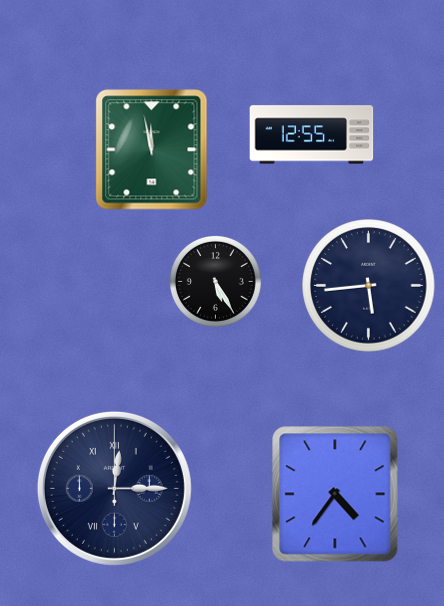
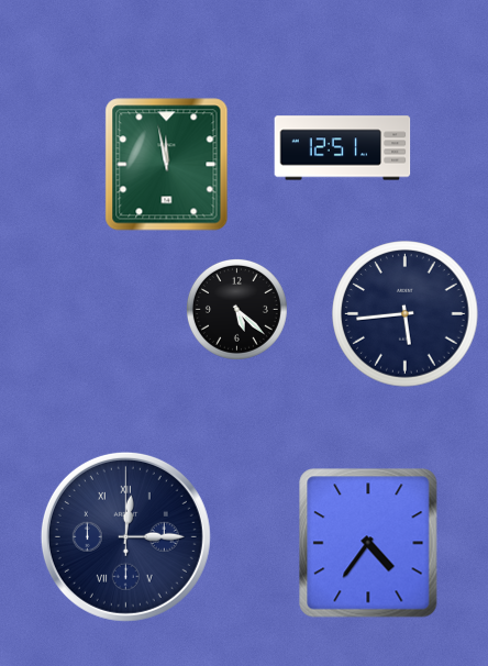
clock at (312, 135): 12:55 -> 12:51
clock at (215, 281): 5:25 -> 5:22
